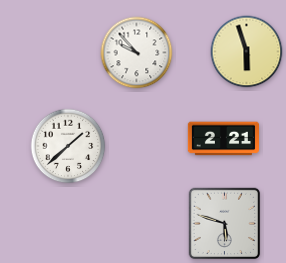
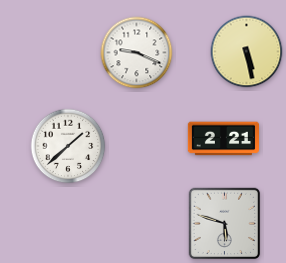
clock at (247, 52): 5:57 -> 5:28
clock at (137, 53): 9:53 -> 9:19
